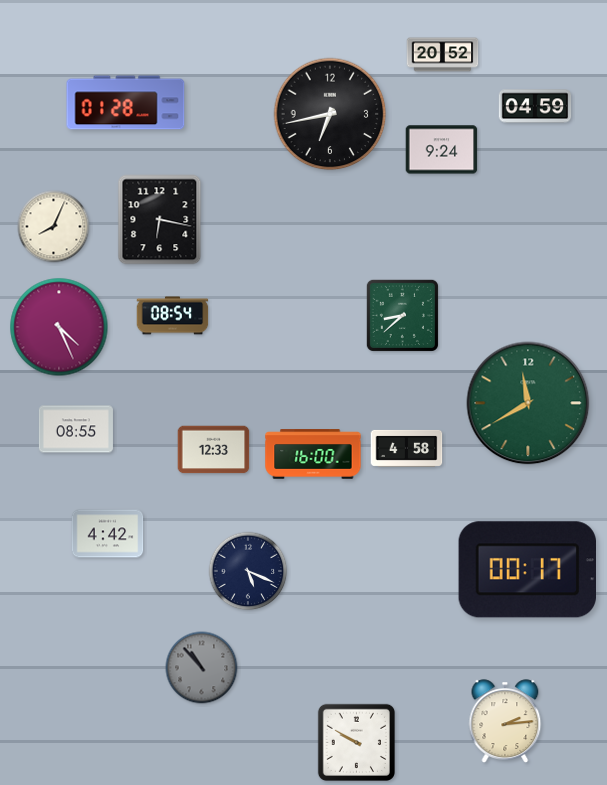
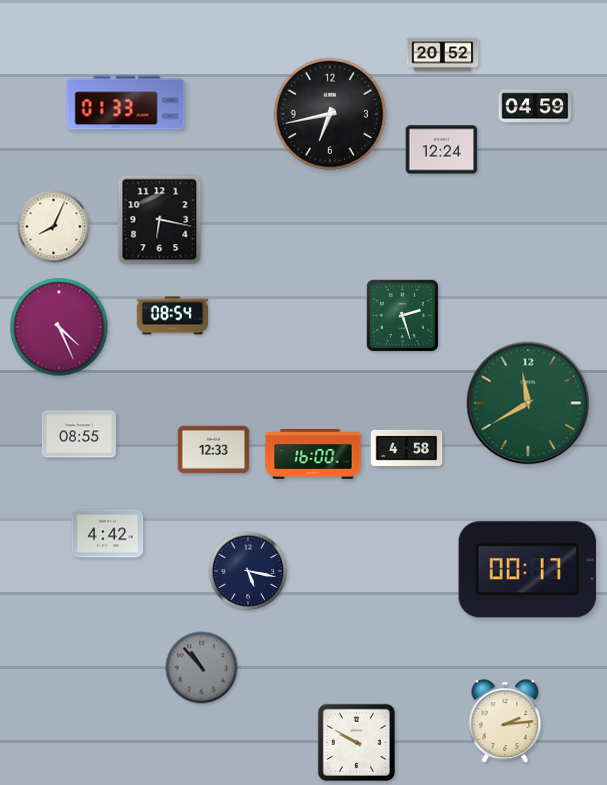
clock at (126, 103): 01:28 -> 01:33
clock at (442, 150): 9:24 -> 12:24
clock at (402, 315): 8:38 -> 2:27
clock at (76, 429) position: (76, 429) -> (79, 434)
clock at (248, 571): 5:19 -> 5:17
